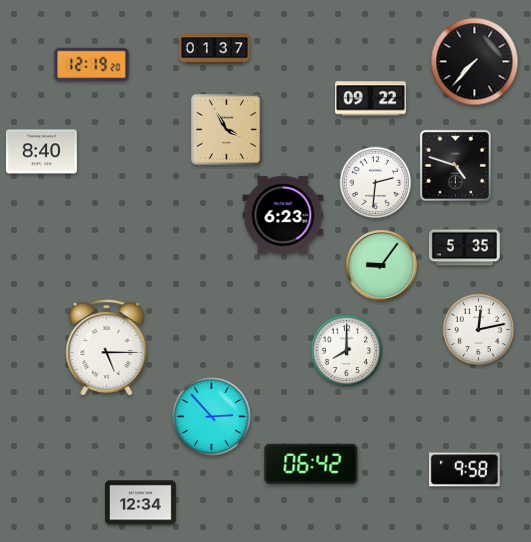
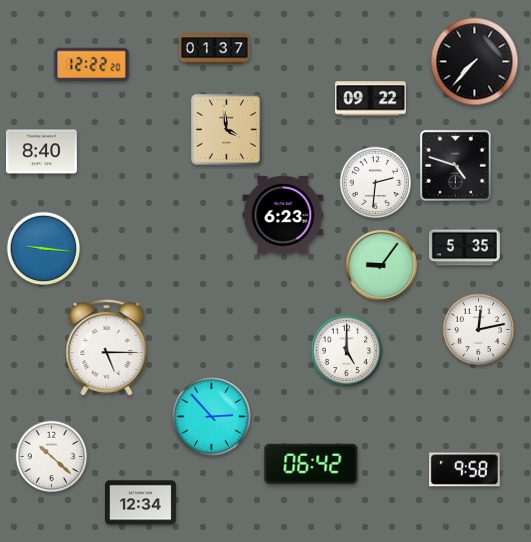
clock at (92, 65): 12:19 -> 12:22
clock at (226, 129): 3:55 -> 3:59
clock at (43, 248): none -> 9:16
clock at (347, 351): 8:00 -> 5:00
clock at (52, 457): none -> 10:22
